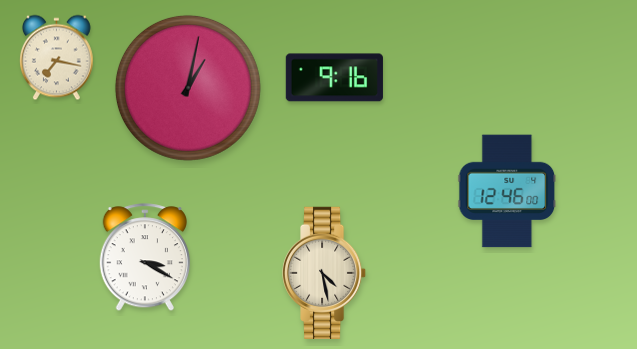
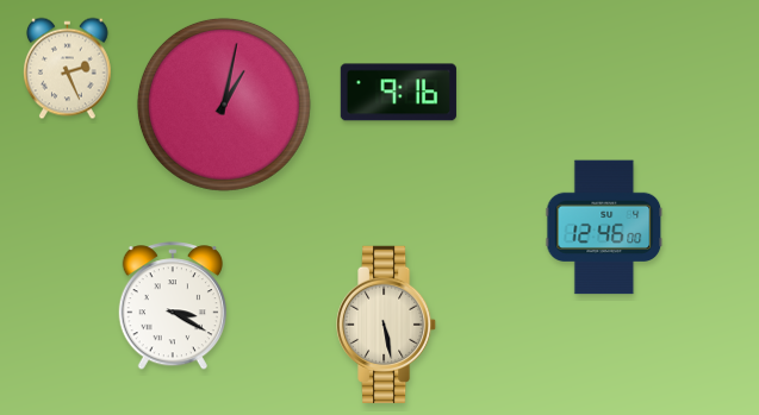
clock at (57, 58): 7:17 -> 2:26
clock at (325, 272): 4:28 -> 5:28
